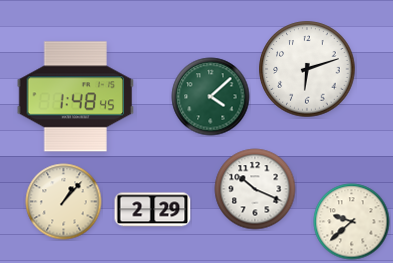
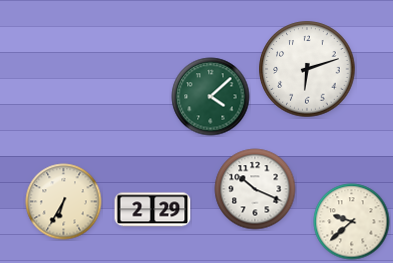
clock at (76, 97): 1:48 -> none
clock at (64, 202): 1:07 -> 6:35
